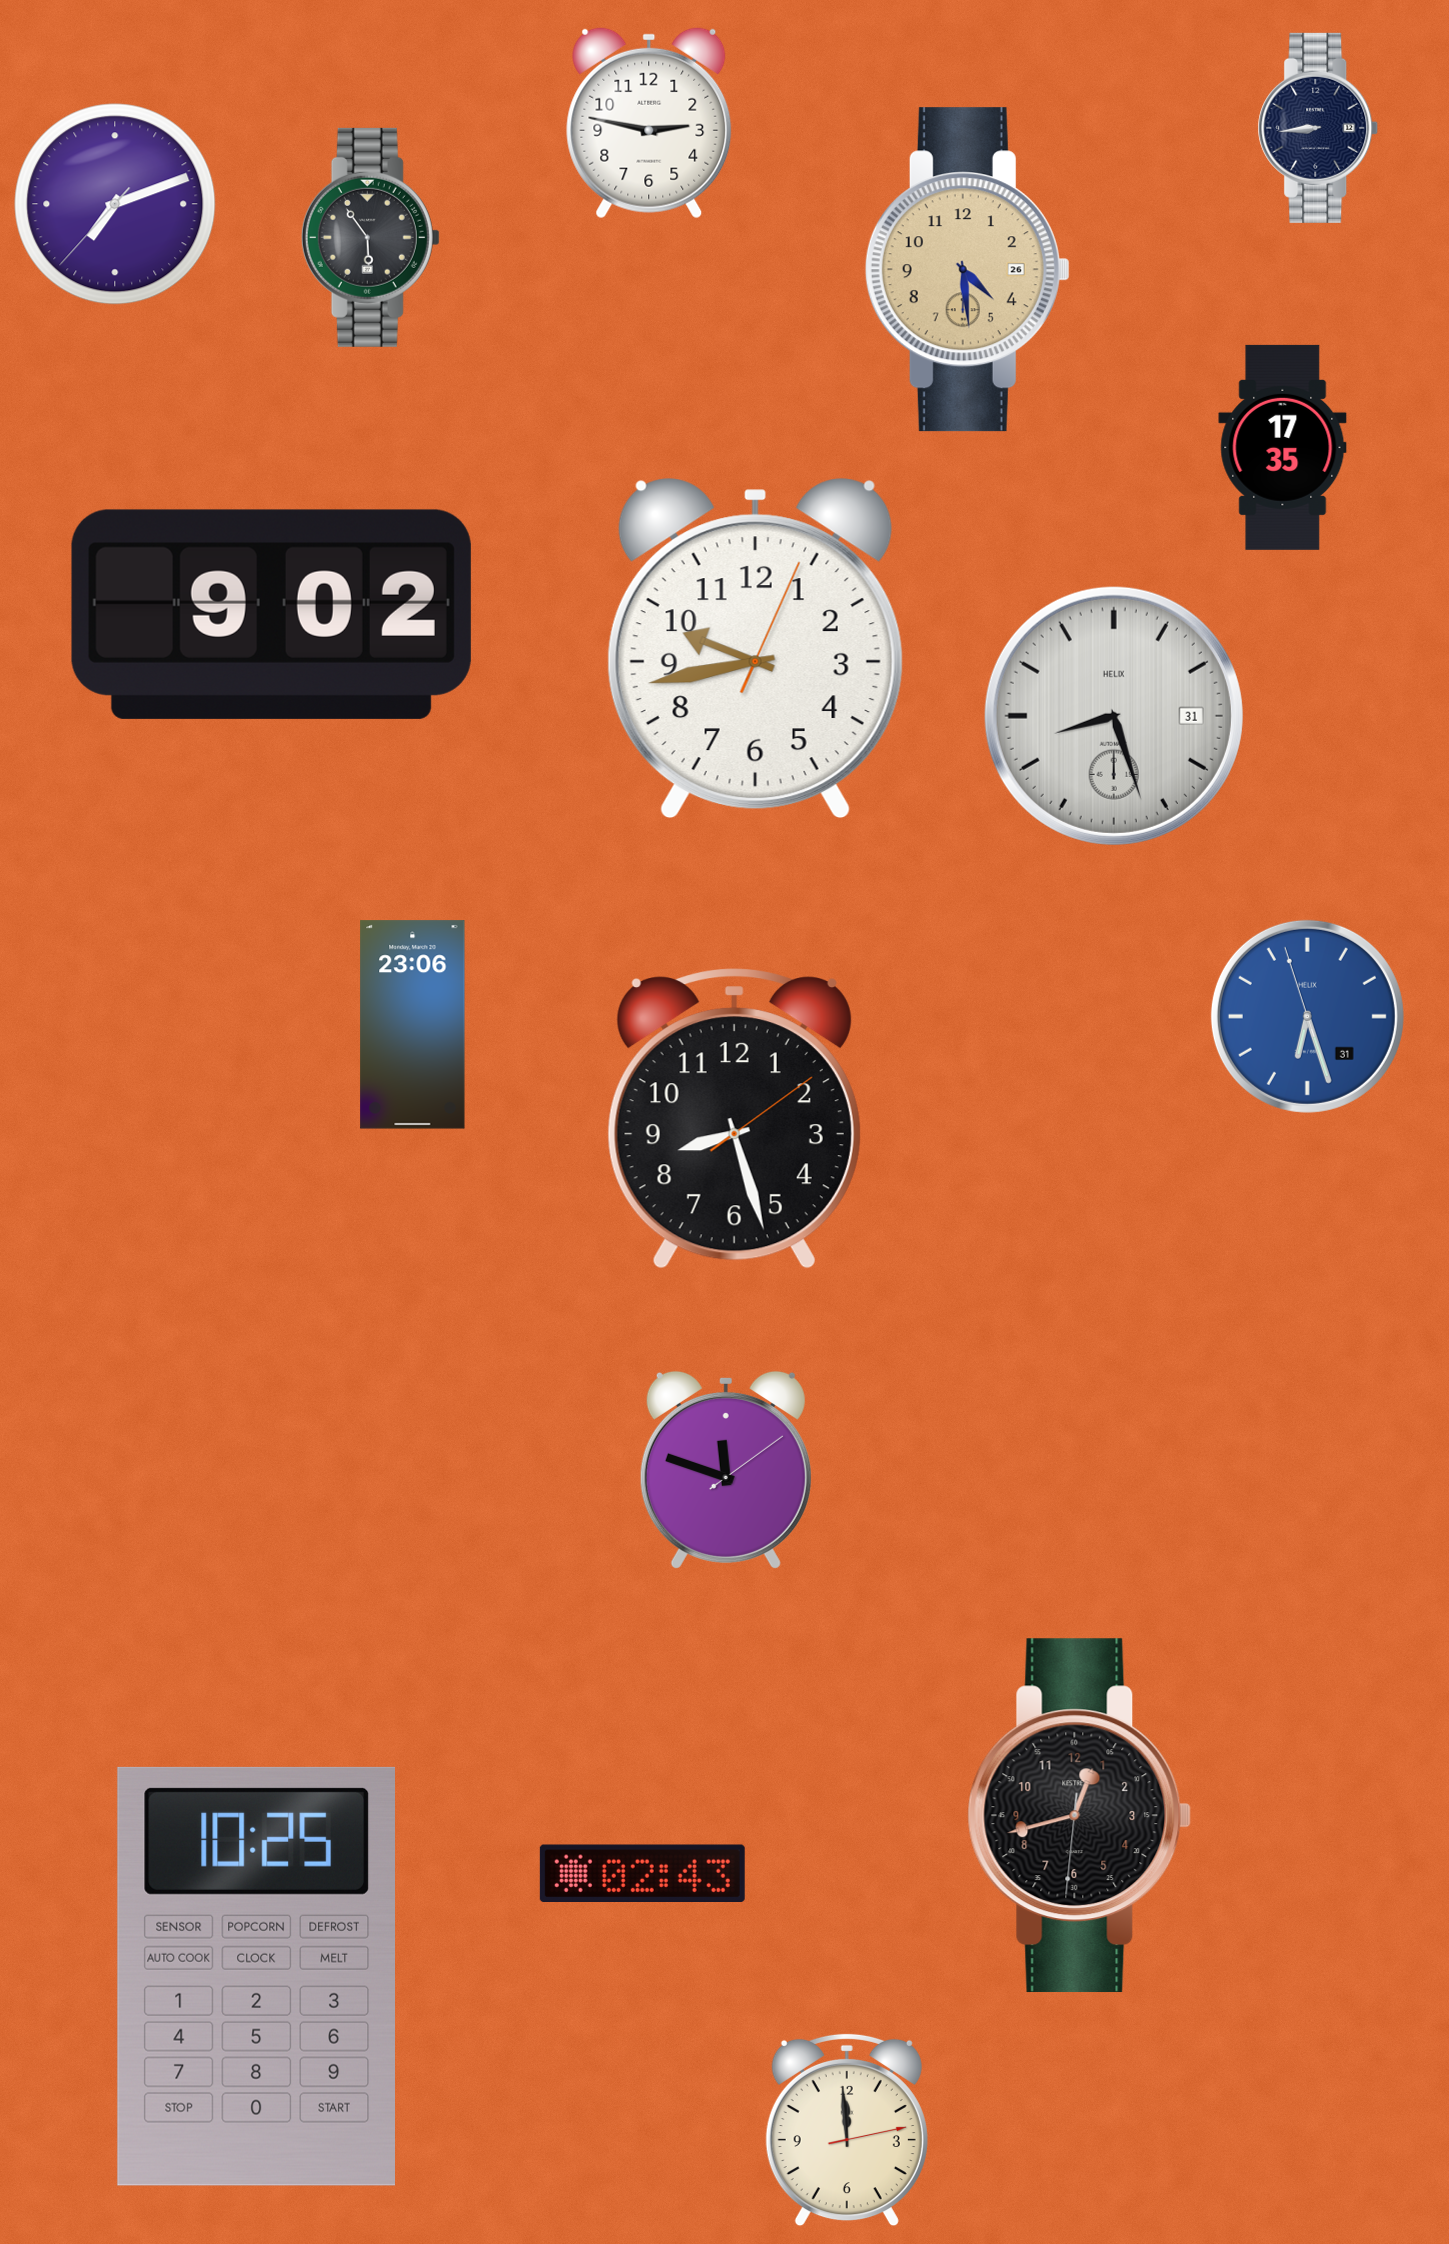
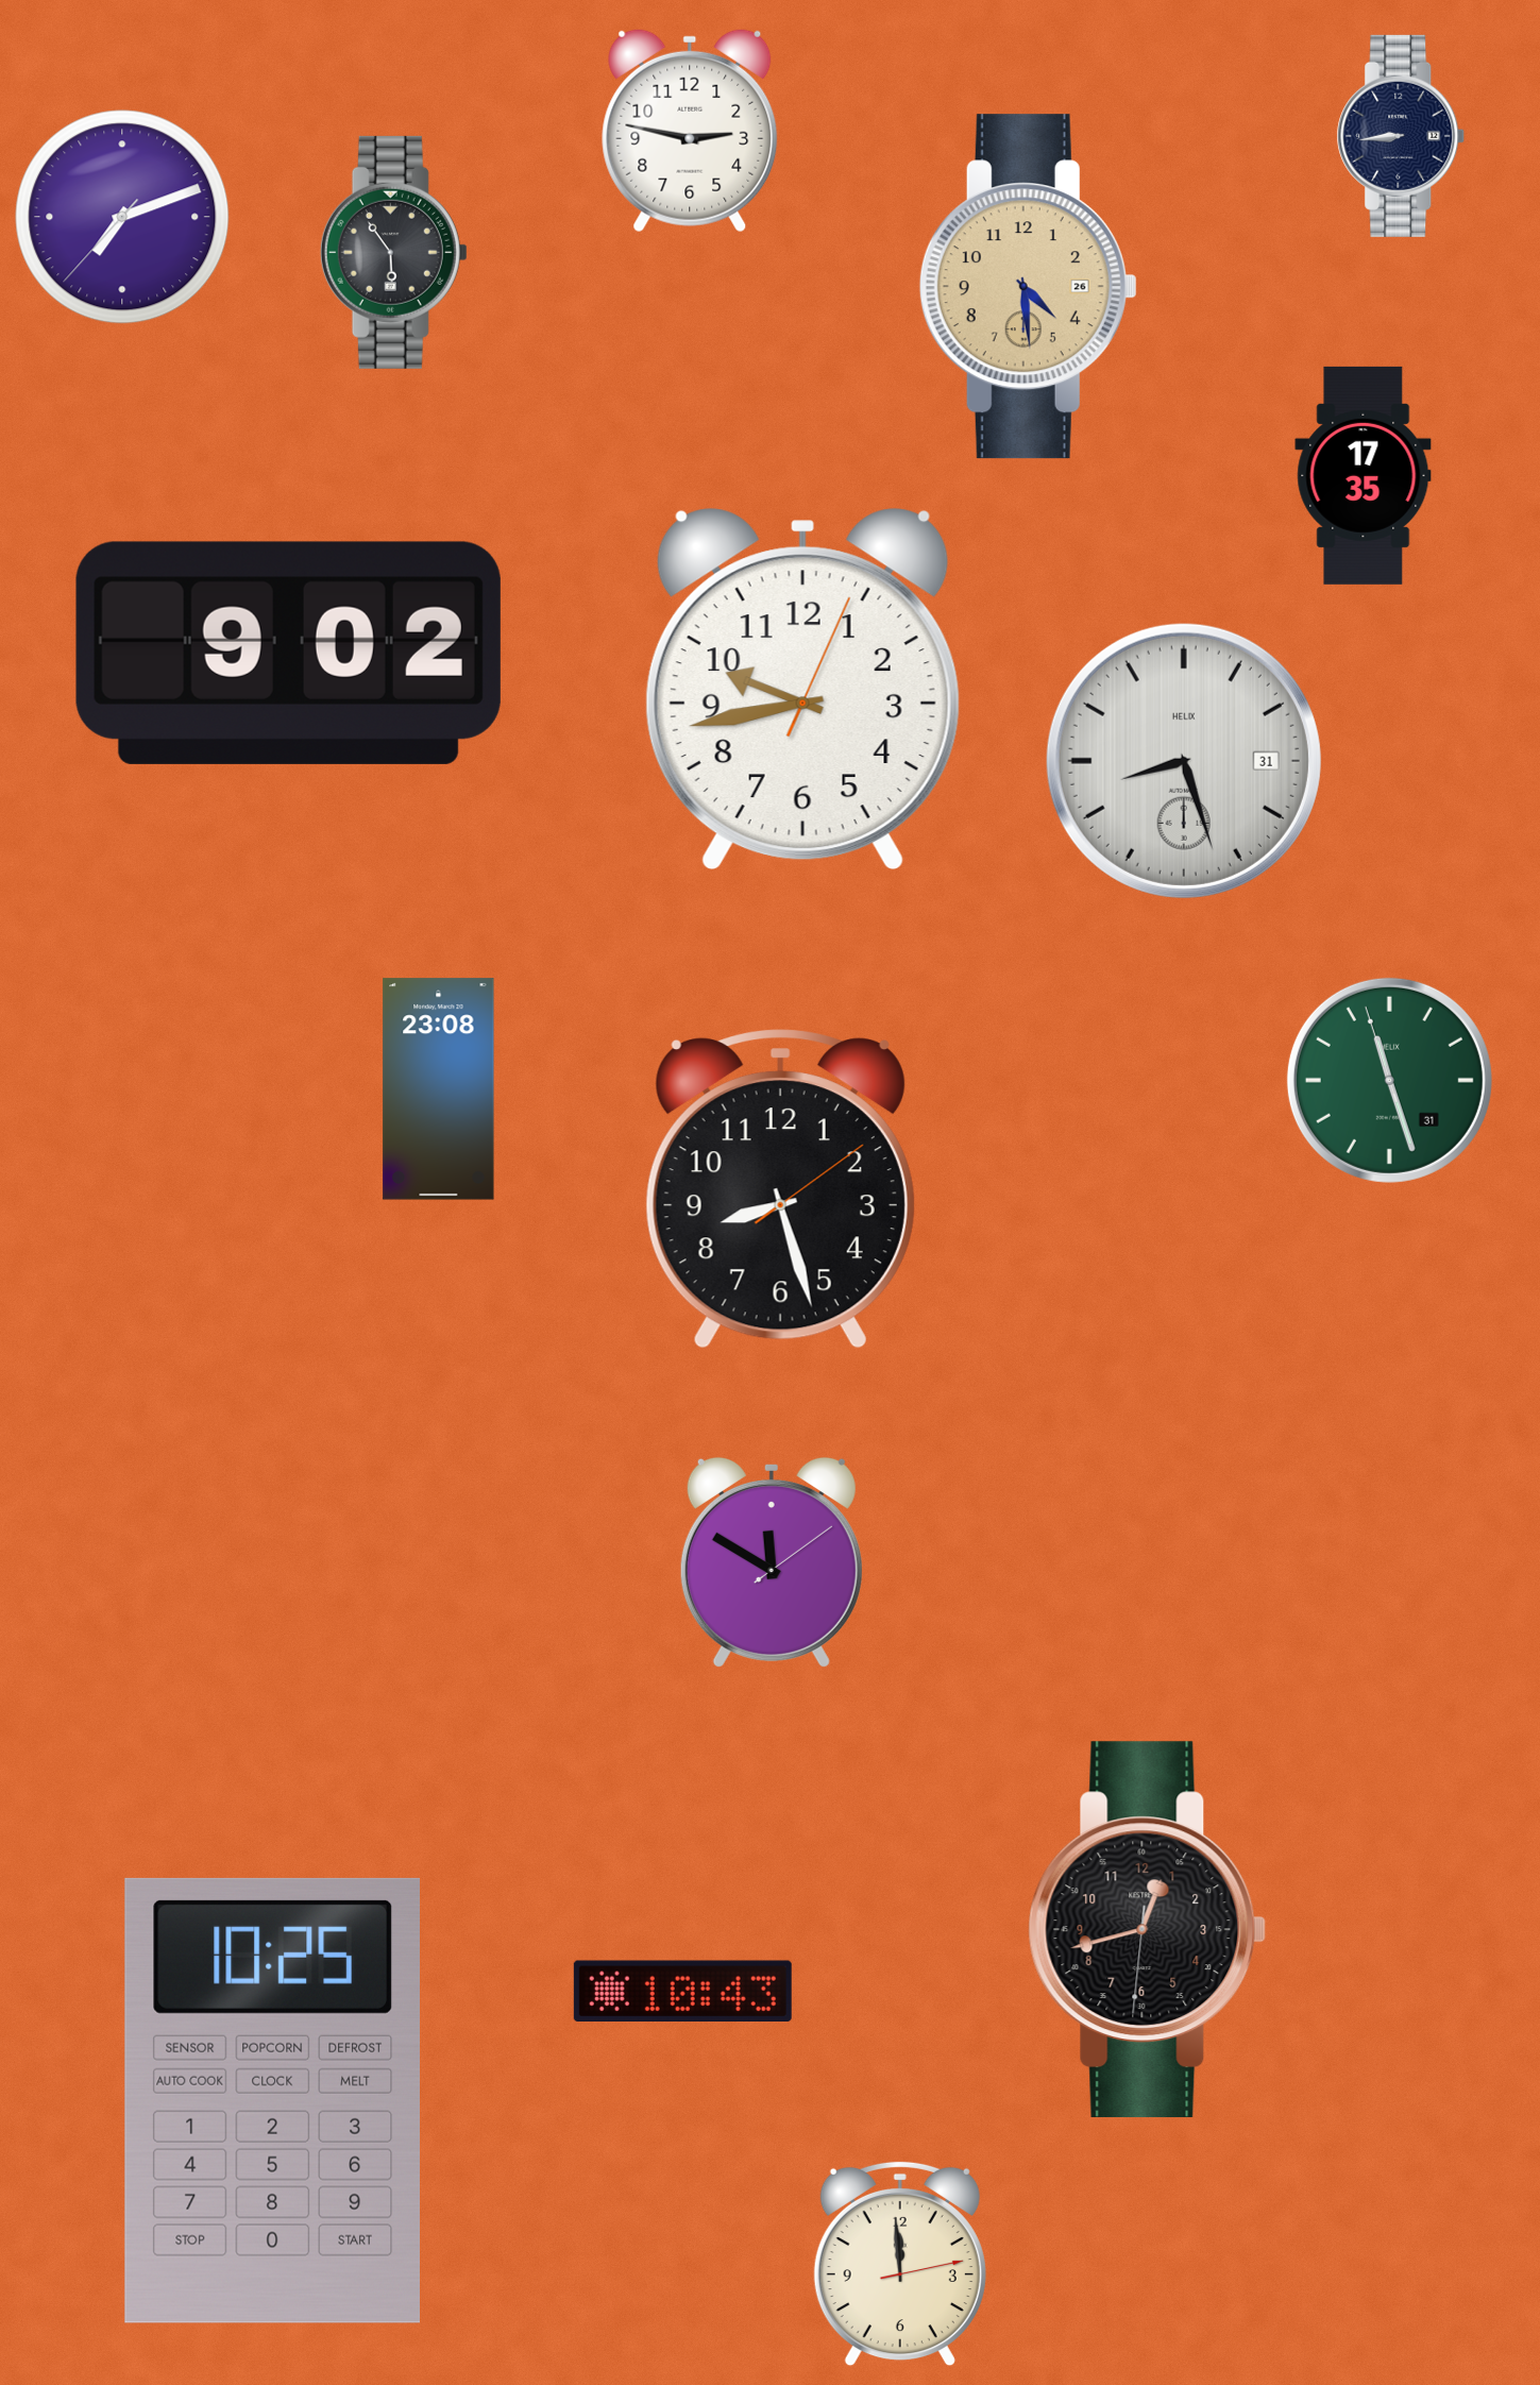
clock at (1307, 1016): 6:26 -> 11:26
clock at (1307, 1016) dial: blue -> green
clock at (413, 1025): 23:06 -> 23:08
clock at (726, 1470): 11:48 -> 11:50
clock at (642, 1873): 02:43 -> 10:43
